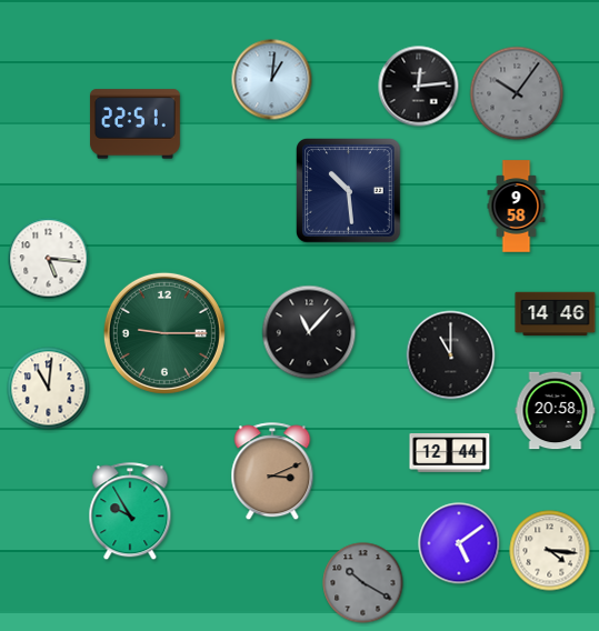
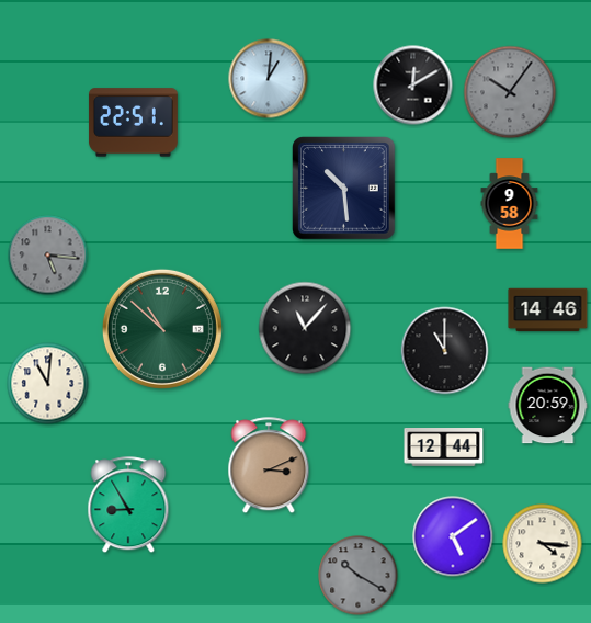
clock at (419, 87): 12:14 -> 12:10
clock at (49, 259) dial: white -> grey
clock at (164, 333): 9:15 -> 10:52
clock at (556, 411): 20:58 -> 20:59
clock at (130, 512): 9:55 -> 8:55
